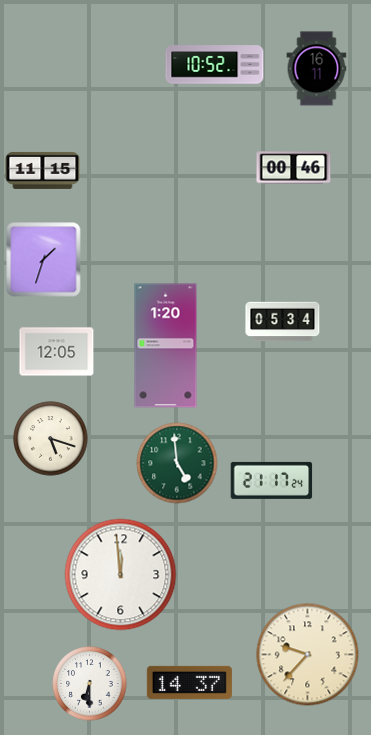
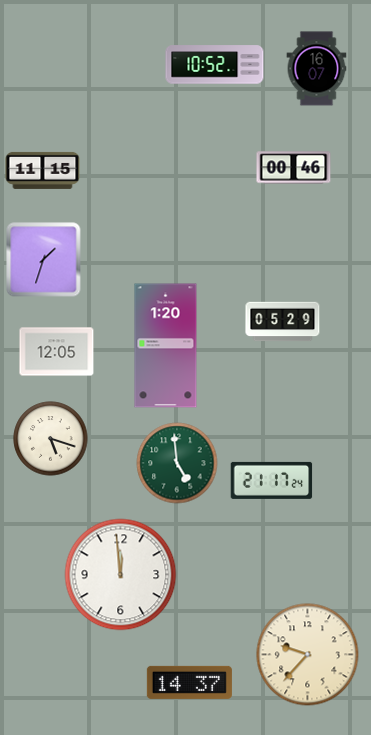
clock at (317, 69): 16:11 -> 16:07
clock at (283, 322): 05:34 -> 05:29
clock at (90, 684): 6:30 -> none
